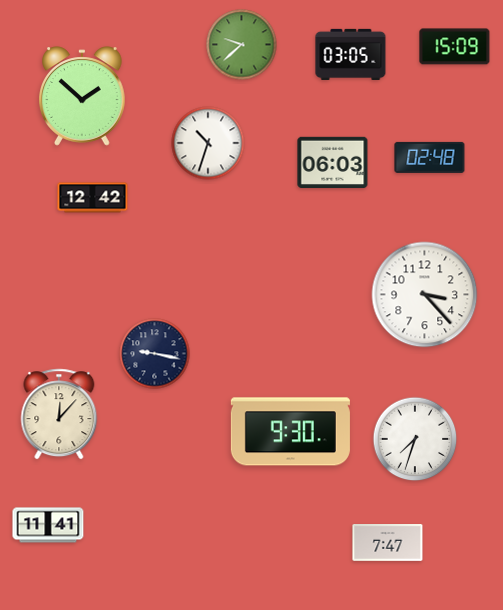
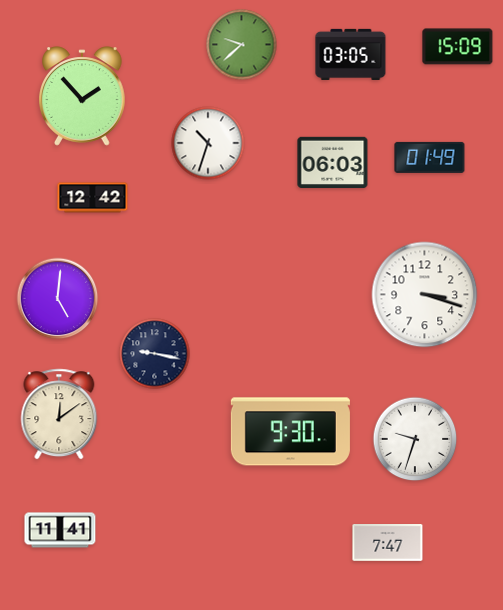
clock at (455, 47) position: (455, 47) -> (458, 47)
clock at (82, 96): 1:52 -> 1:53
clock at (430, 157): 02:48 -> 01:49
clock at (425, 295): 3:23 -> 3:18
clock at (58, 299): none -> 5:01
clock at (59, 414): 12:07 -> 12:09
clock at (415, 439): 7:33 -> 9:33
clock at (48, 525) position: (48, 525) -> (60, 530)
